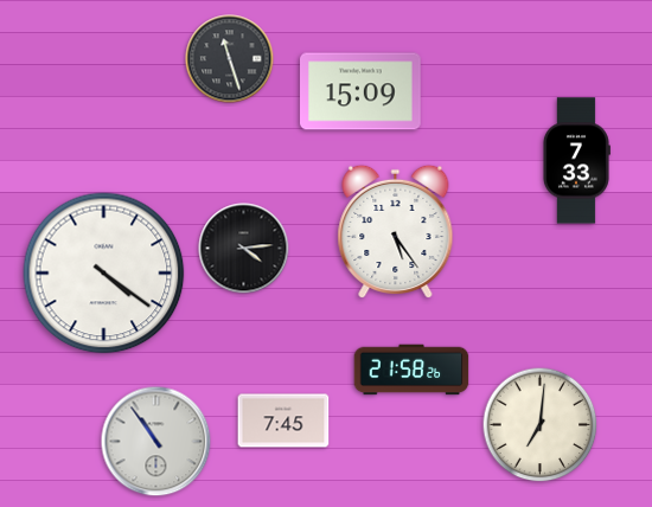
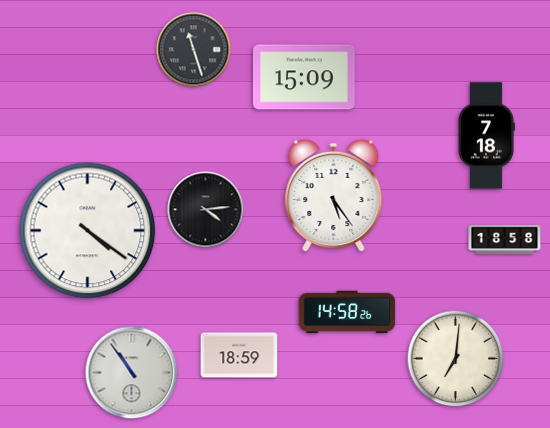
clock at (576, 161): 7:33 -> 7:18
clock at (505, 239): none -> 18:58
clock at (411, 370): 21:58 -> 14:58
clock at (283, 421): 7:45 -> 18:59
